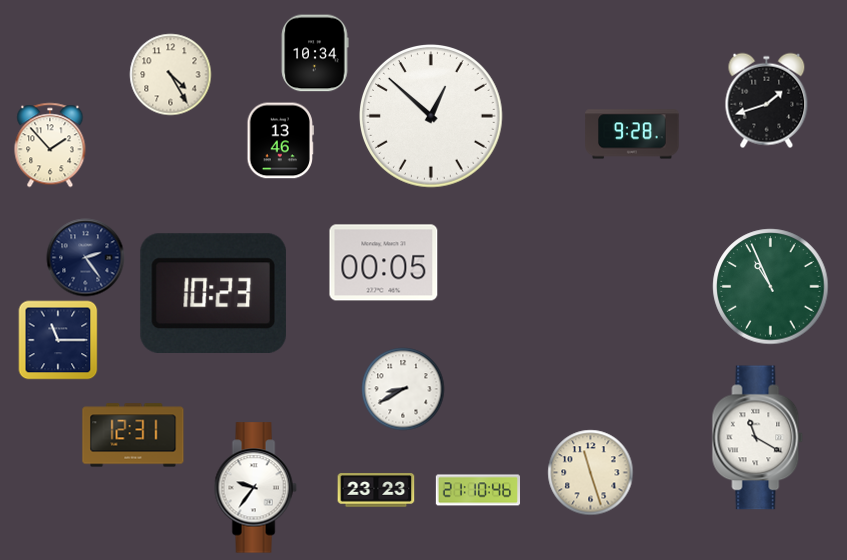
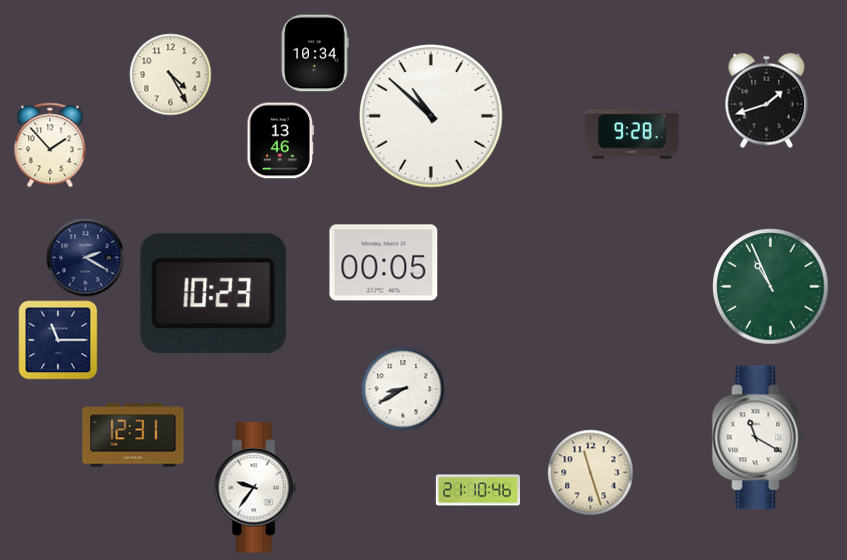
clock at (432, 117): 12:52 -> 10:52
clock at (86, 258): 2:24 -> 2:20
clock at (376, 490): 23:23 -> none
